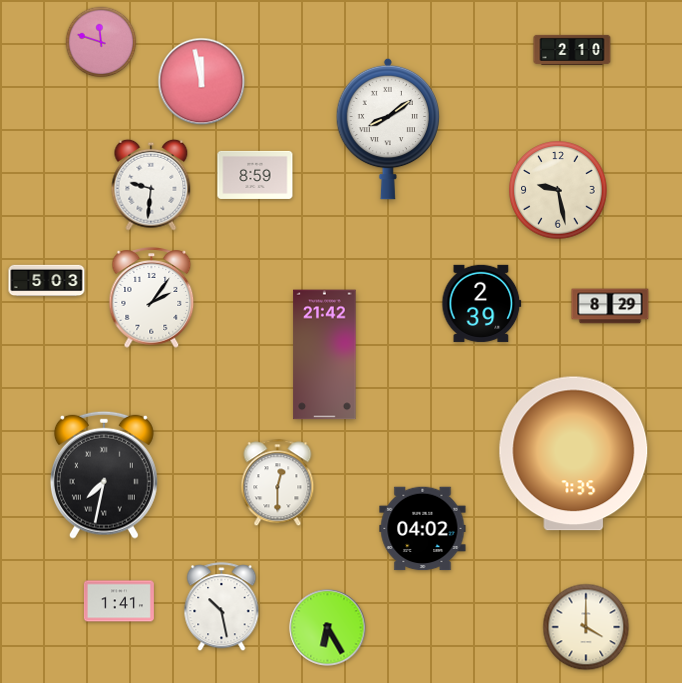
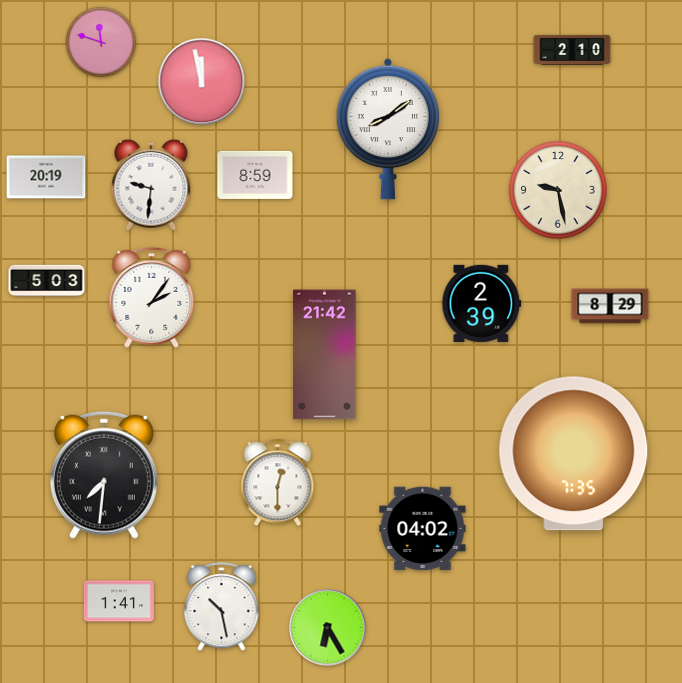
clock at (46, 177): none -> 20:19
clock at (104, 475): 7:32 -> 7:31
clock at (586, 627): 4:00 -> none
